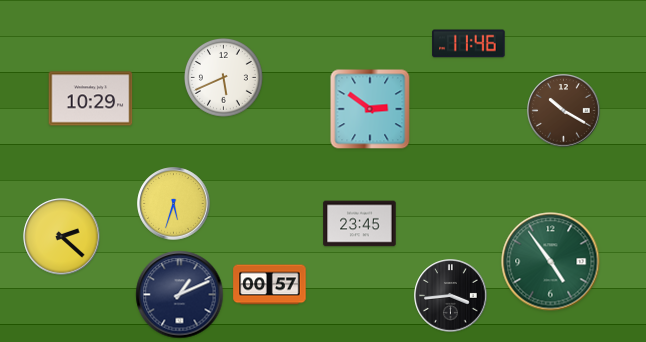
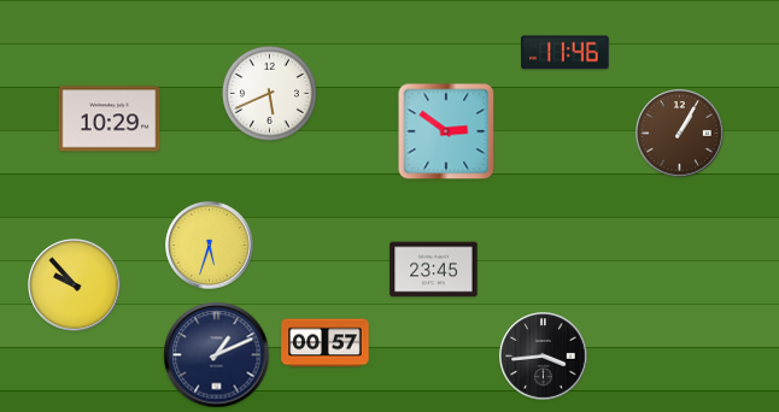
clock at (564, 111): 10:20 -> 1:05
clock at (62, 237): 2:22 -> 9:53
clock at (551, 262): 4:54 -> none
